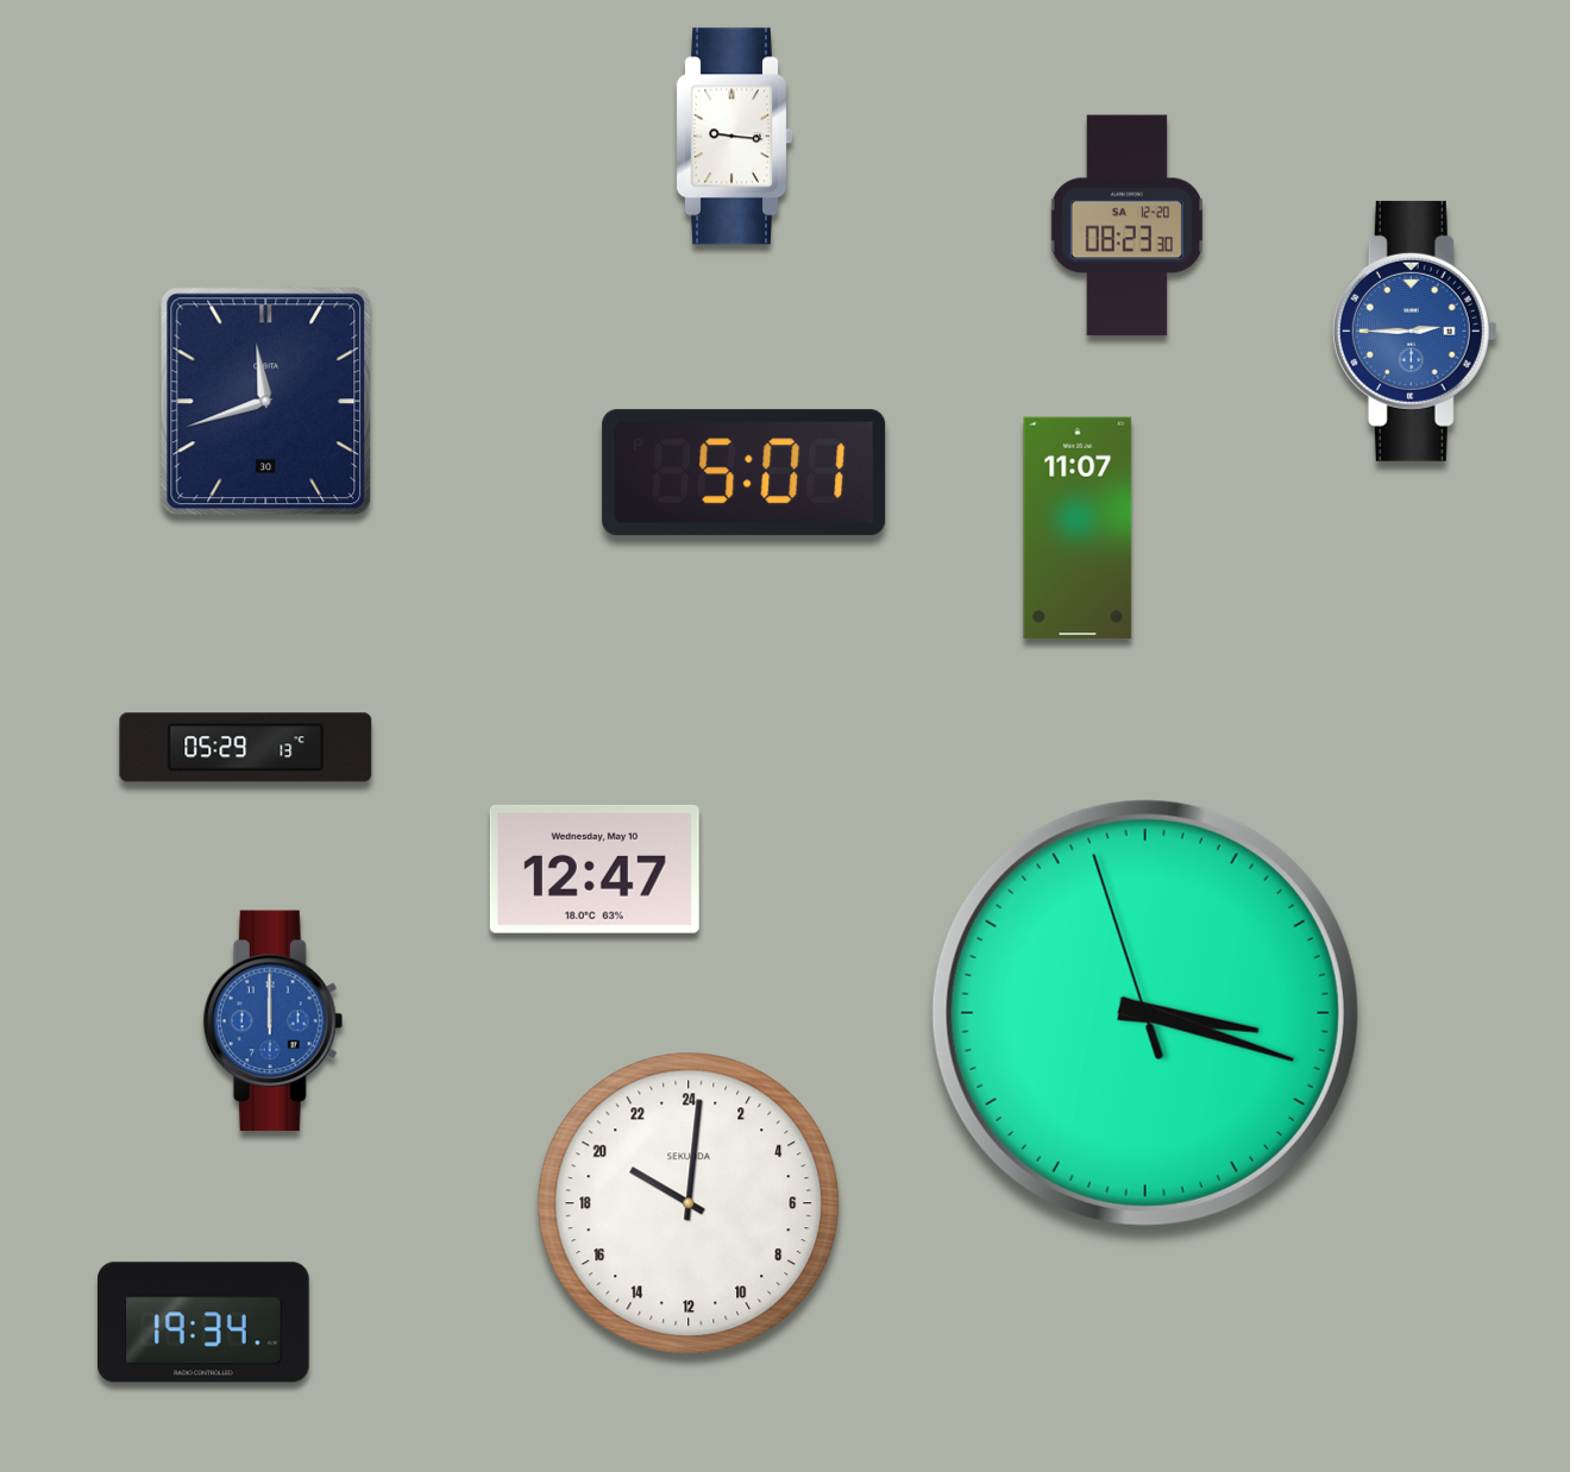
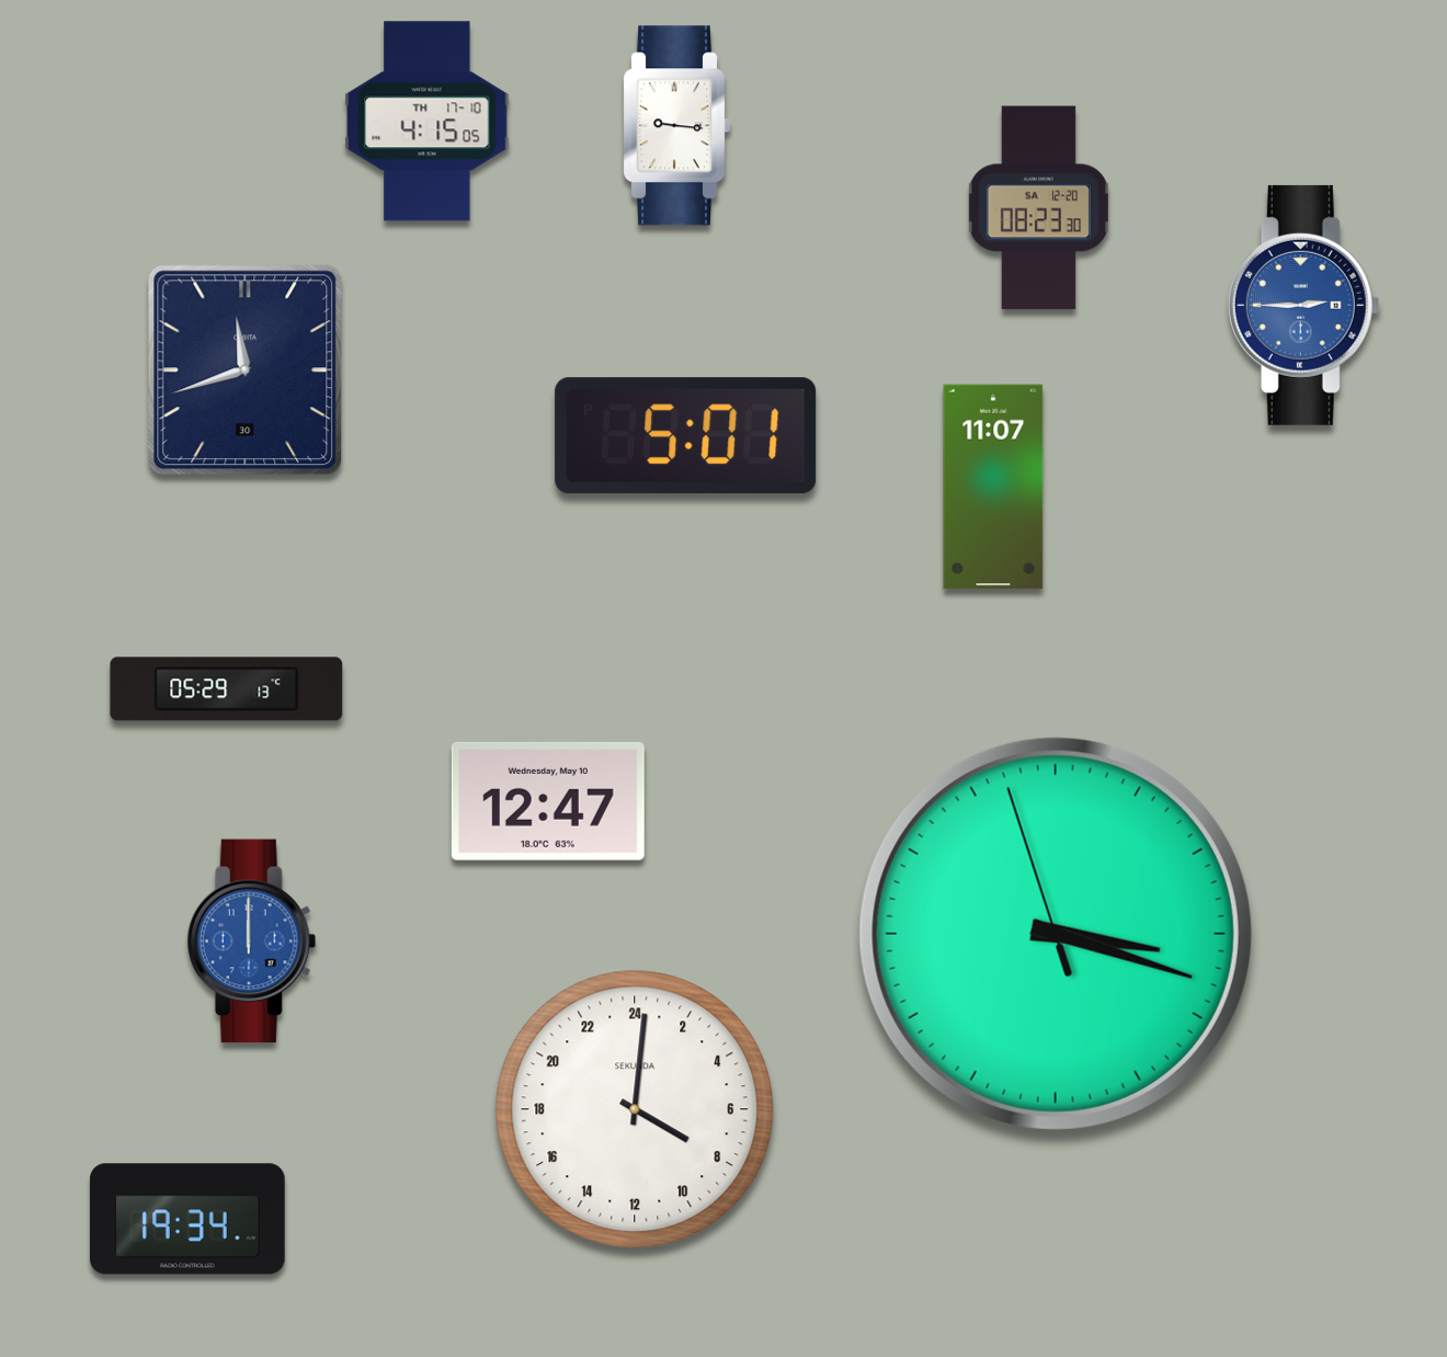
clock at (428, 122): none -> 4:15
clock at (689, 1203): 20:01 -> 8:01
